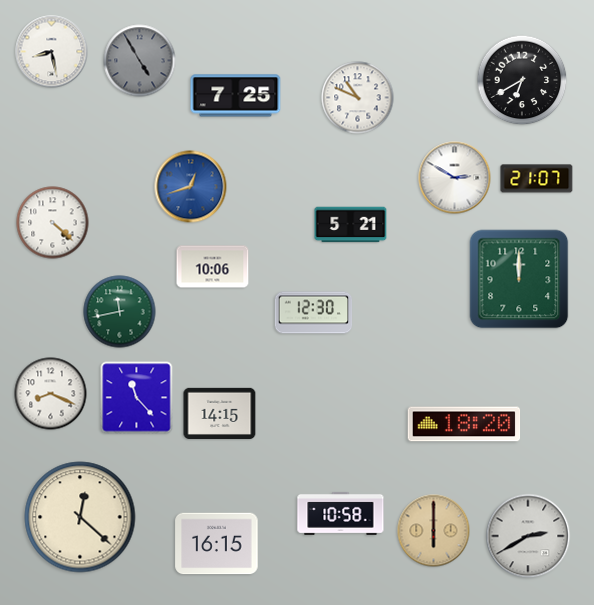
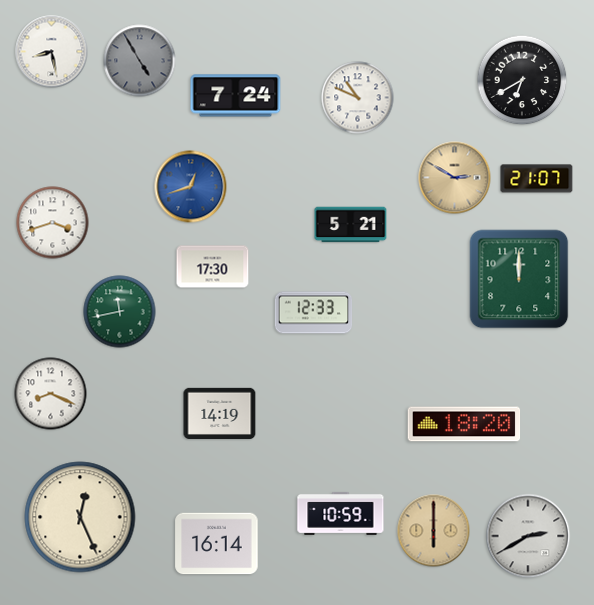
clock at (236, 96): 7:25 -> 7:24
clock at (455, 178) dial: white -> champagne
clock at (53, 223): 4:22 -> 3:42
clock at (213, 267): 10:06 -> 17:30
clock at (314, 313): 12:30 -> 12:33
clock at (137, 398): 11:23 -> none
clock at (220, 413): 14:15 -> 14:19
clock at (341, 513): 10:58 -> 10:59
clock at (80, 517): 12:22 -> 12:26
clock at (217, 544): 16:15 -> 16:14
